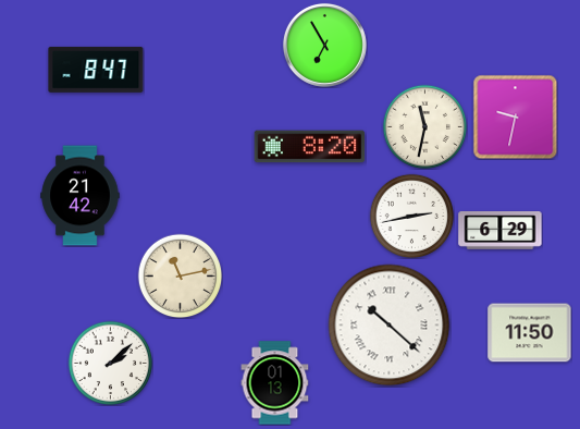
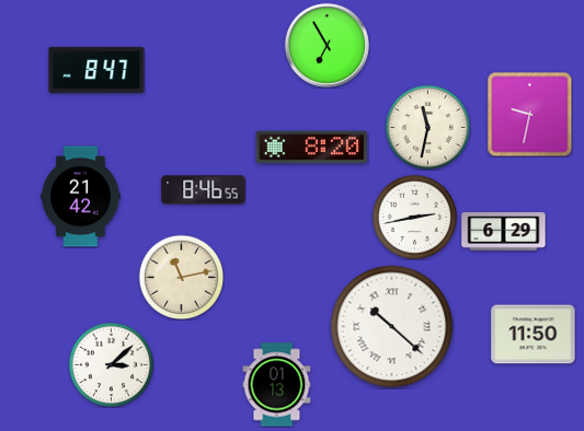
clock at (515, 117) position: (515, 117) -> (529, 114)
clock at (204, 190): none -> 8:46
clock at (110, 363): 2:08 -> 3:08
